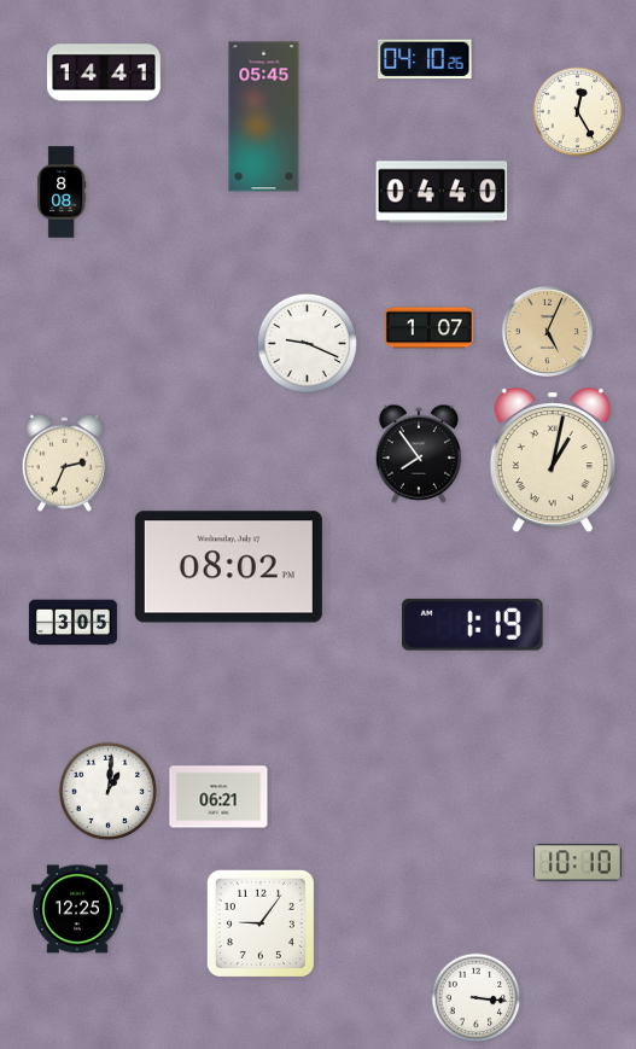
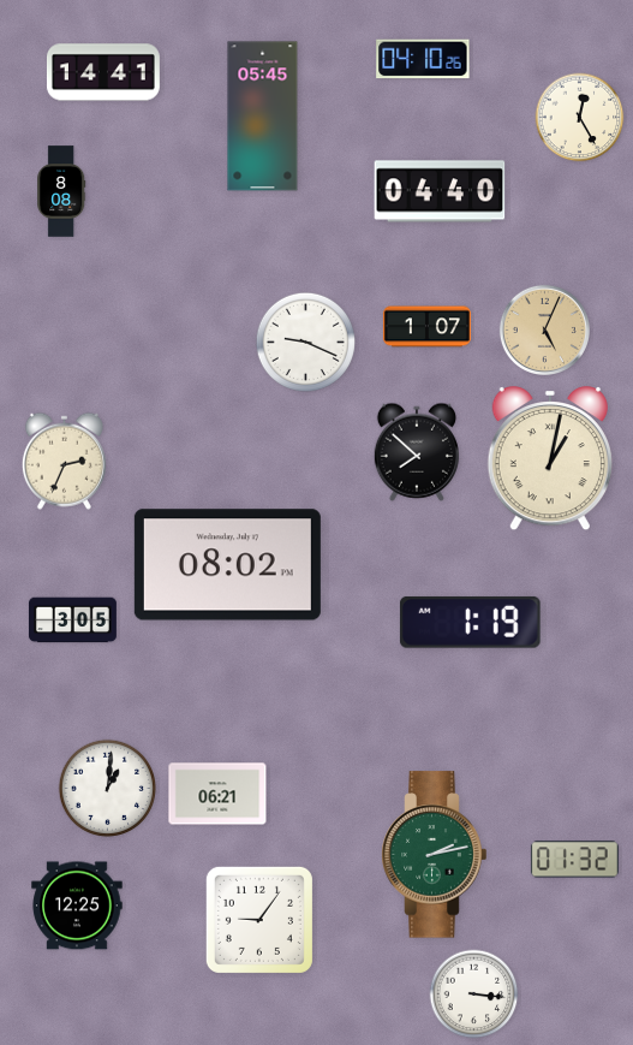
clock at (578, 112) position: (578, 112) -> (580, 118)
clock at (419, 454): 7:54 -> 7:52
clock at (435, 855): none -> 2:13
clock at (577, 863): 10:10 -> 01:32
